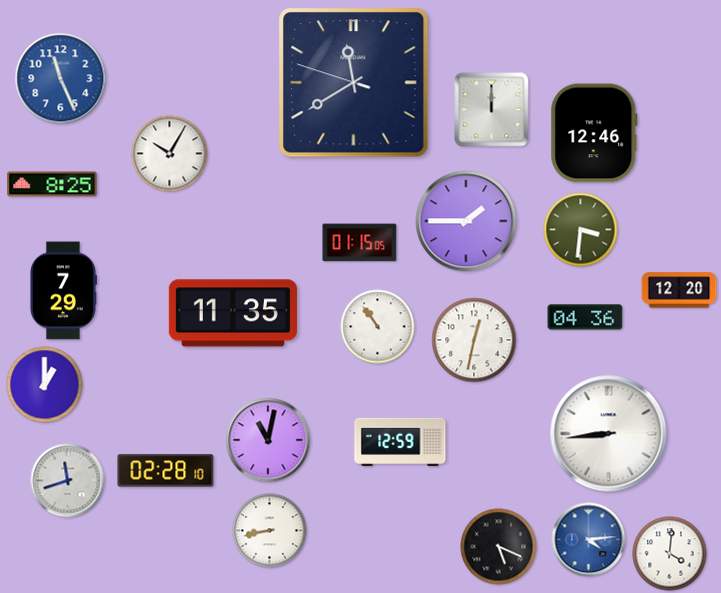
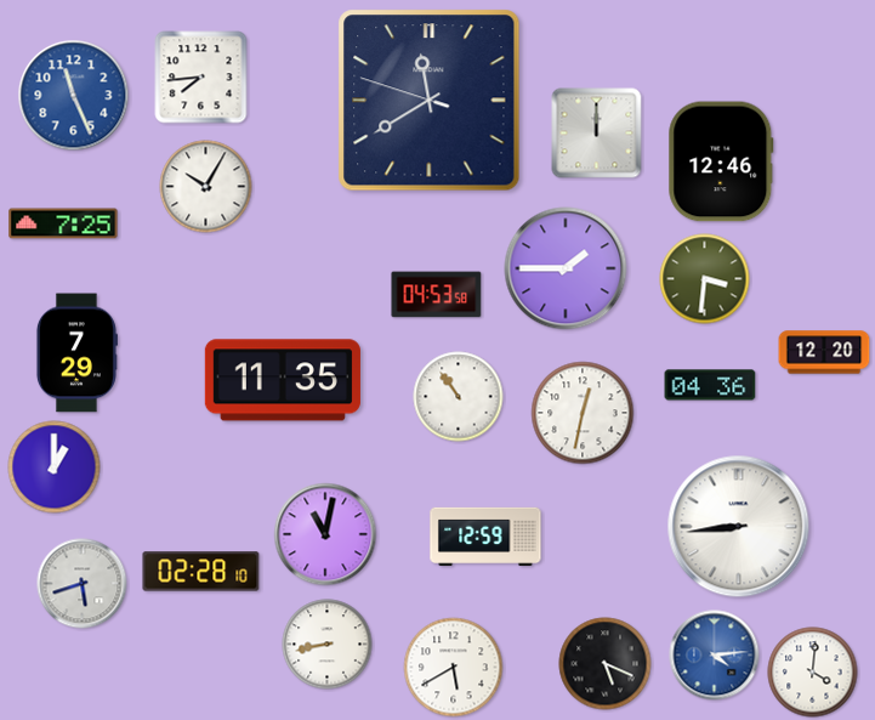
clock at (201, 78): none -> 7:44
clock at (52, 184): 8:25 -> 7:25
clock at (360, 243): 01:15 -> 04:53
clock at (474, 340) position: (474, 340) -> (583, 413)
clock at (68, 481): 11:42 -> 5:42
clock at (454, 668): none -> 5:40
